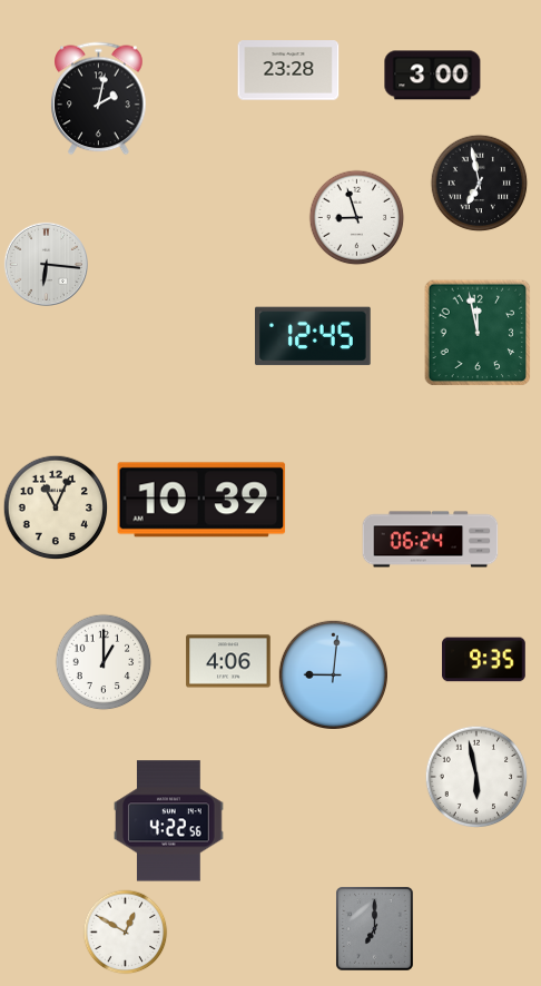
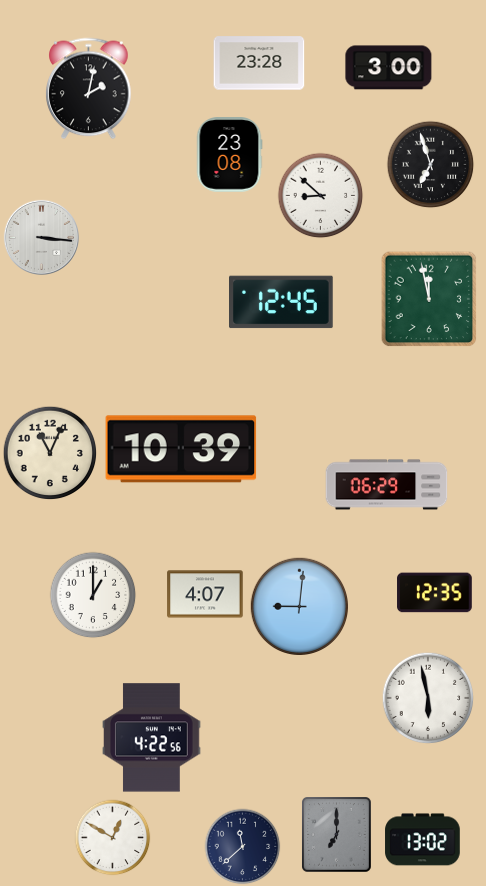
clock at (229, 155): none -> 23:08
clock at (480, 184): 6:58 -> 6:57
clock at (357, 218): 8:57 -> 8:52
clock at (46, 264): 6:16 -> 3:16
clock at (56, 507) position: (56, 507) -> (50, 453)
clock at (431, 540): 06:24 -> 06:29
clock at (484, 660): 9:35 -> 12:35
clock at (228, 661): 4:06 -> 4:07
clock at (423, 840): none -> 13:02
clock at (243, 847): none -> 11:38
